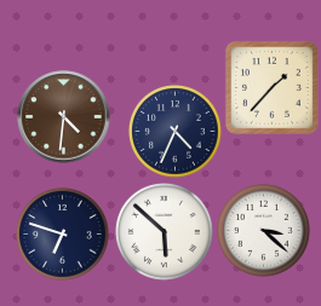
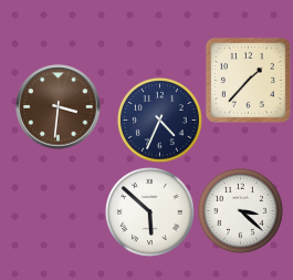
clock at (64, 117): 4:31 -> 3:31
clock at (63, 235): 6:48 -> none
